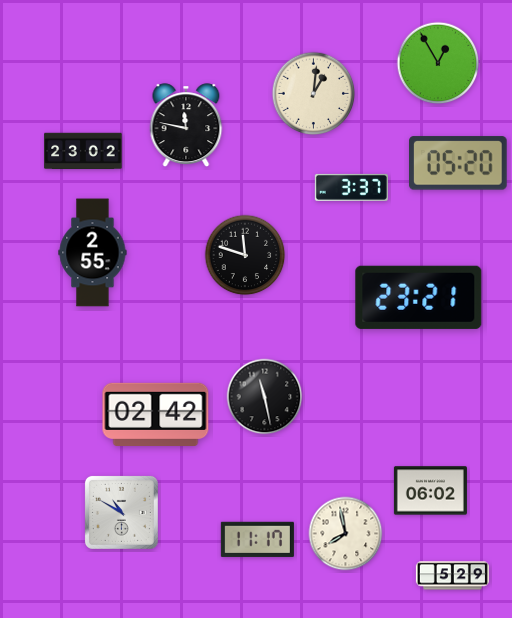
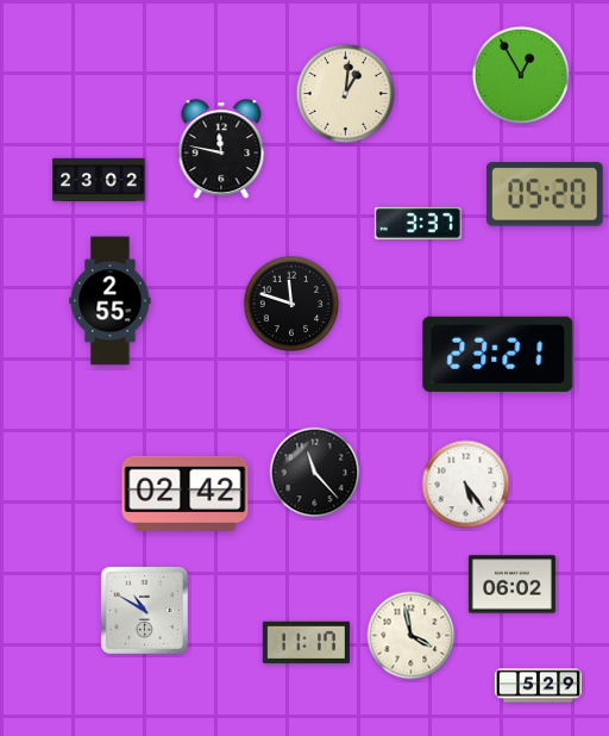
clock at (314, 94) position: (314, 94) -> (346, 94)
clock at (265, 397): 11:28 -> 11:23
clock at (466, 485): none -> 5:24
clock at (346, 534): 7:58 -> 3:58
